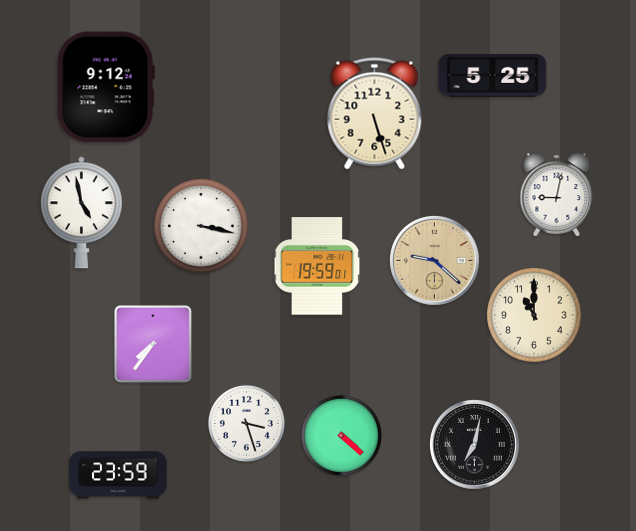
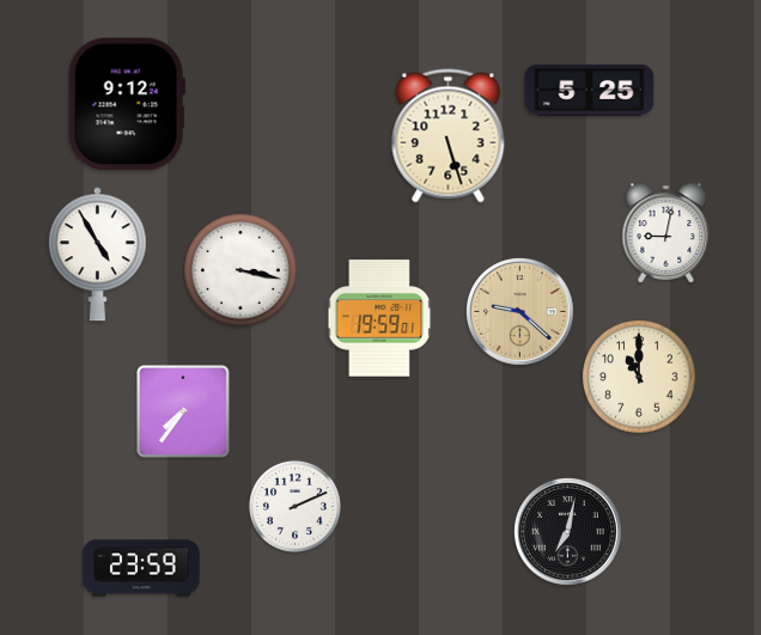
clock at (81, 213): 4:58 -> 4:55
clock at (246, 423): 3:27 -> 2:11
clock at (341, 435): 4:22 -> none
